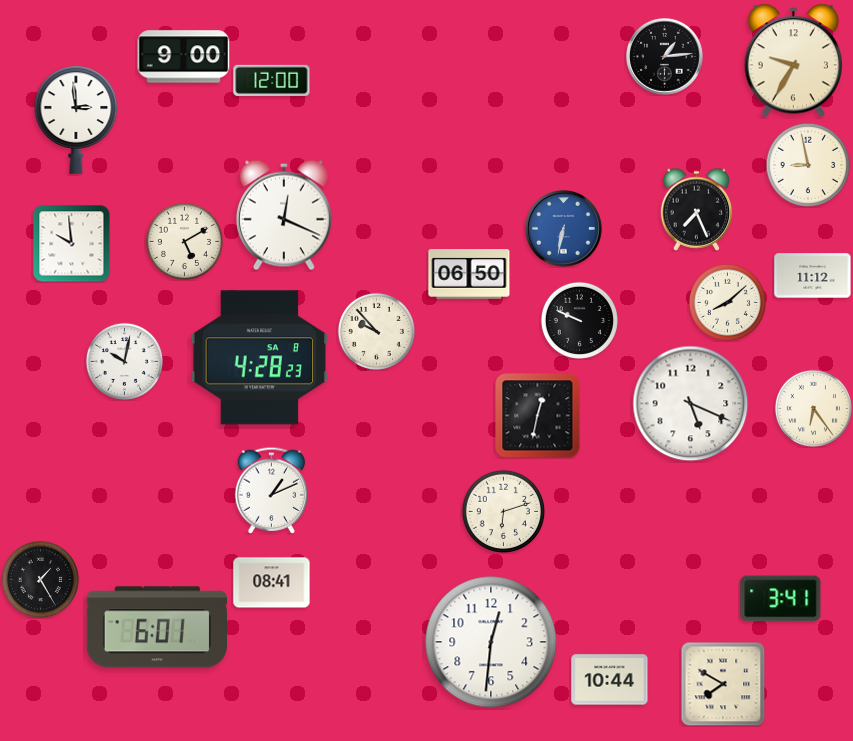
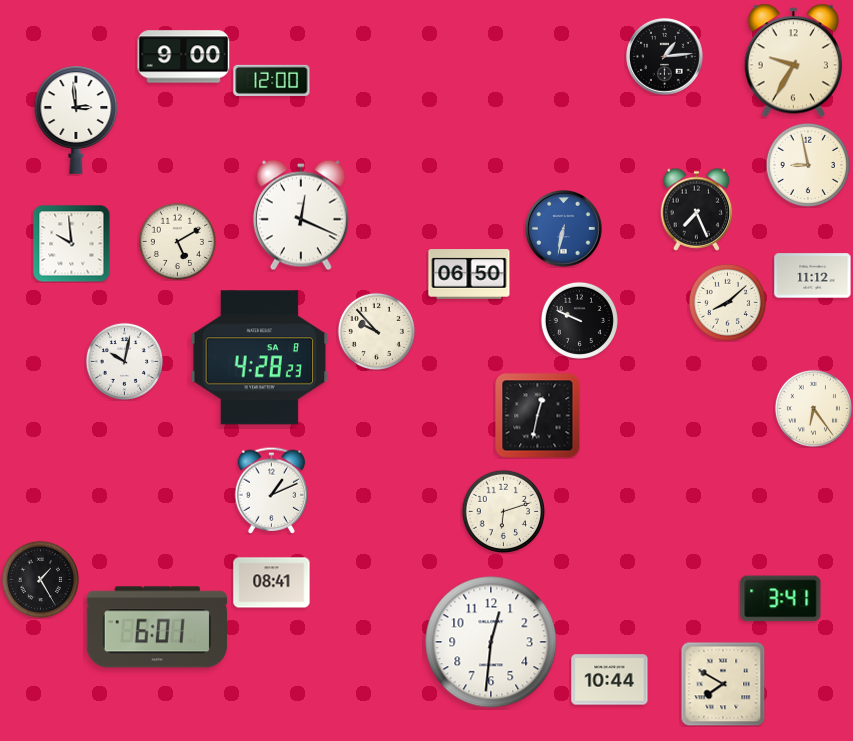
clock at (284, 215) position: (284, 215) -> (301, 215)
clock at (184, 241) position: (184, 241) -> (177, 241)
clock at (691, 404): 5:19 -> none
